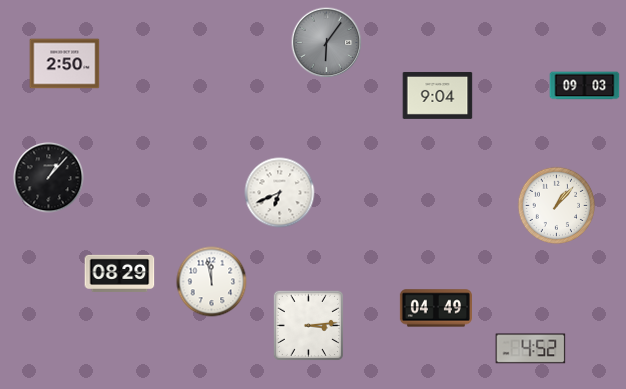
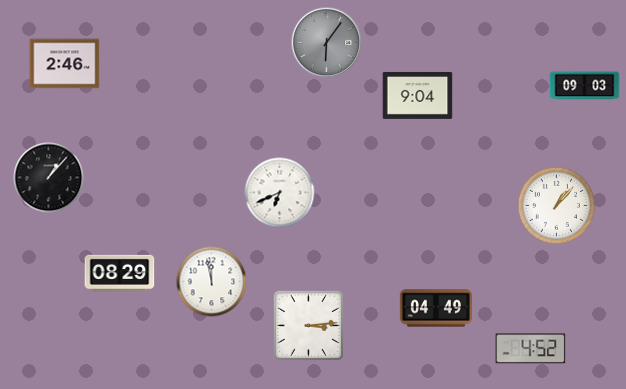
clock at (65, 64): 2:50 -> 2:46
clock at (438, 95) position: (438, 95) -> (418, 95)
